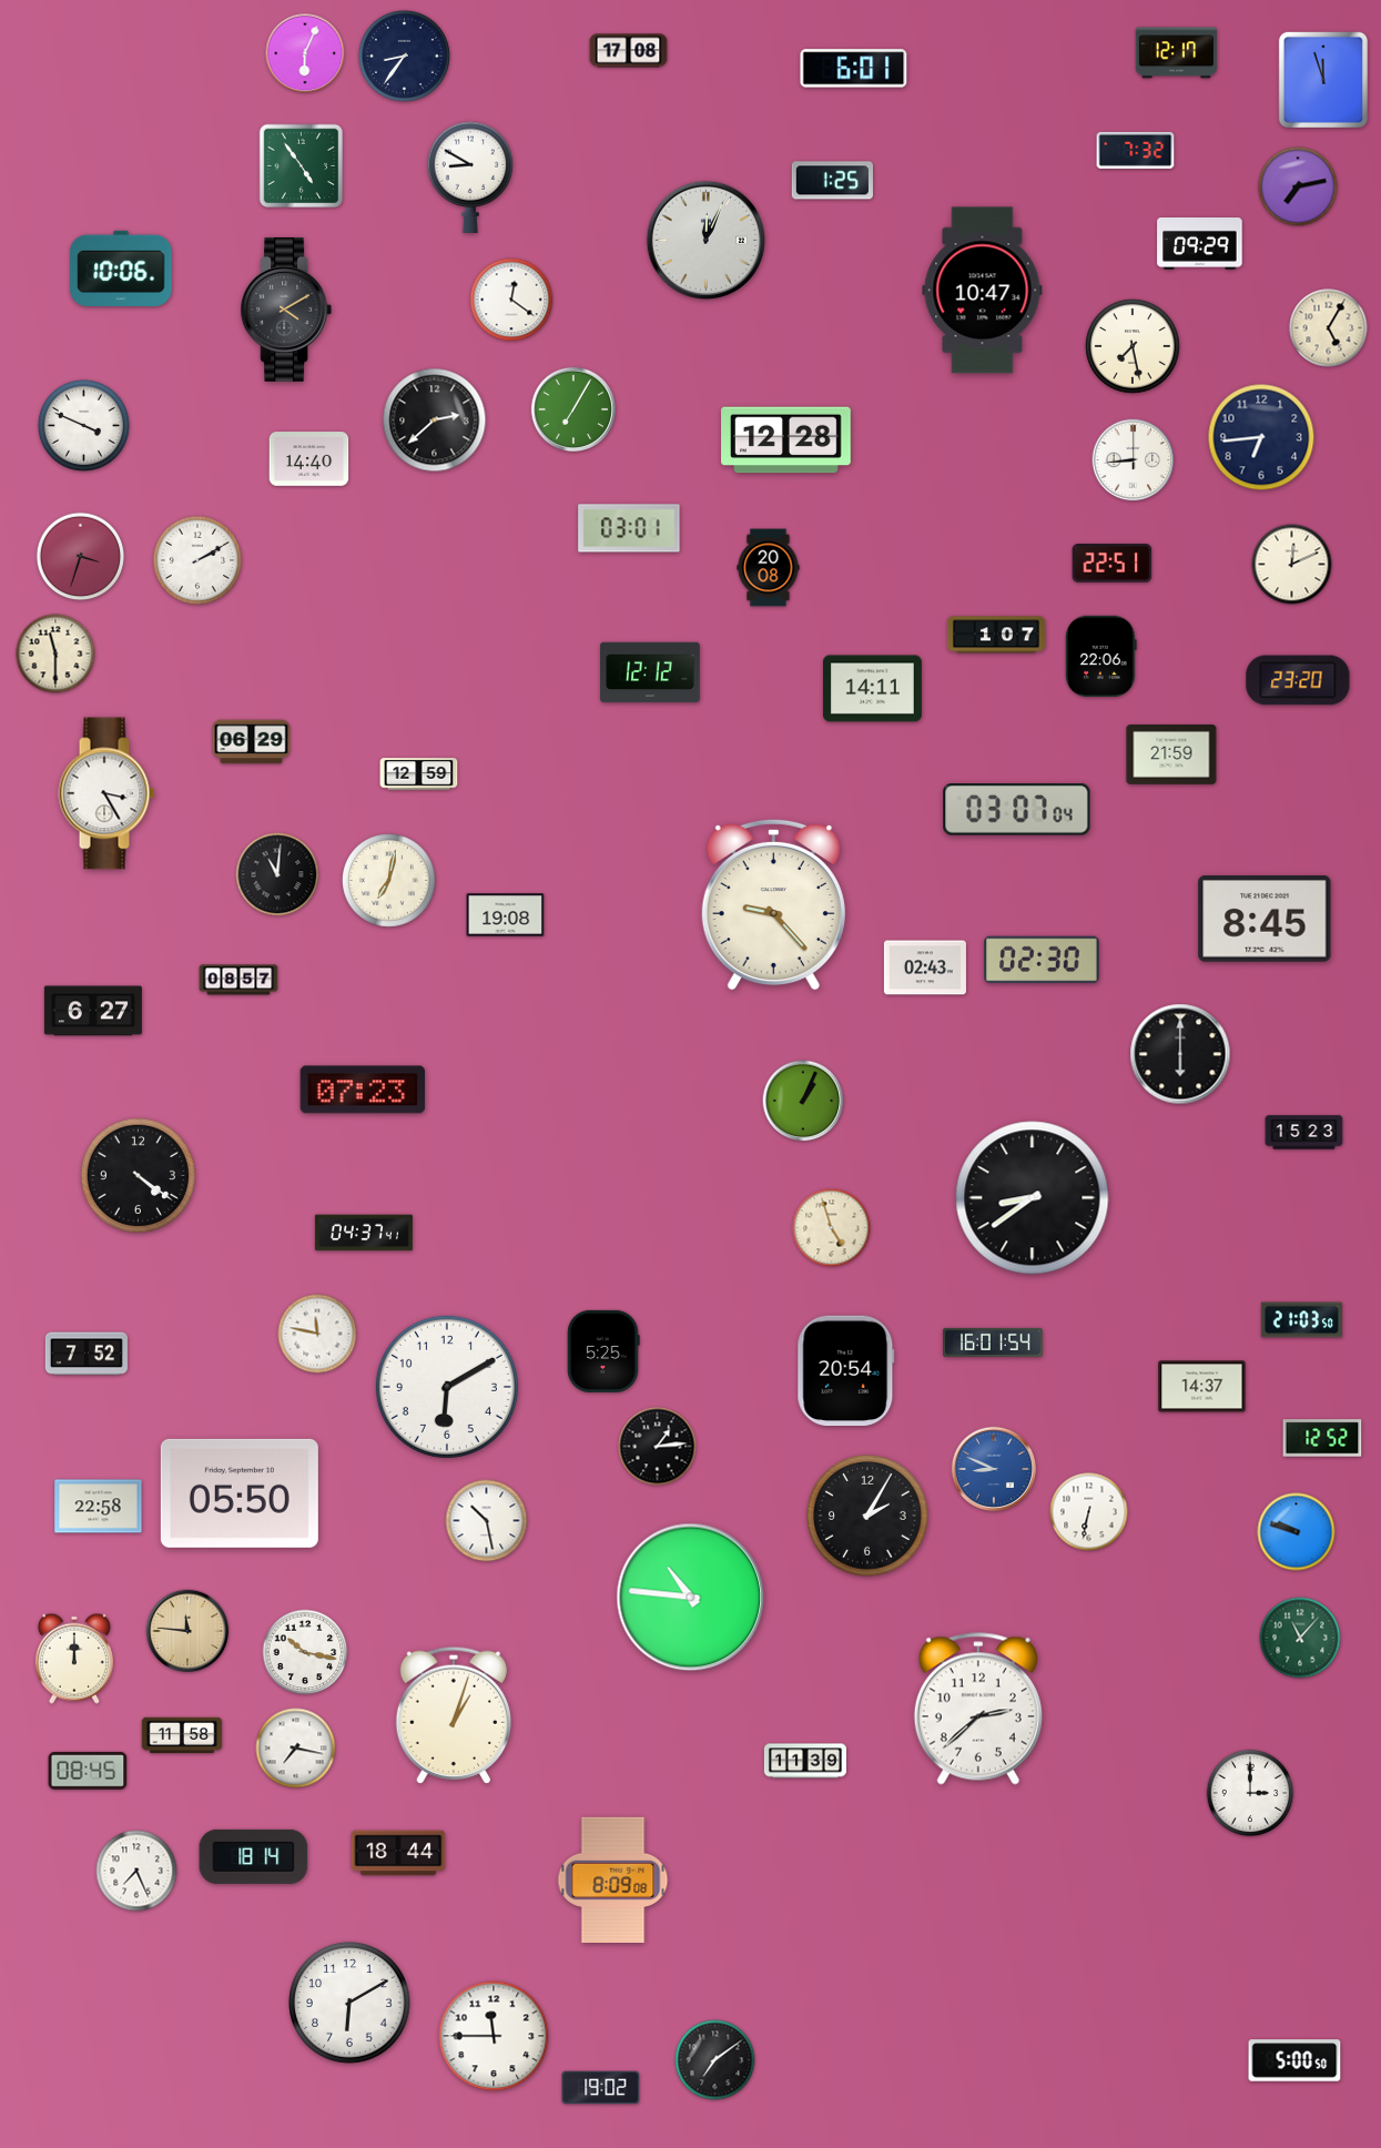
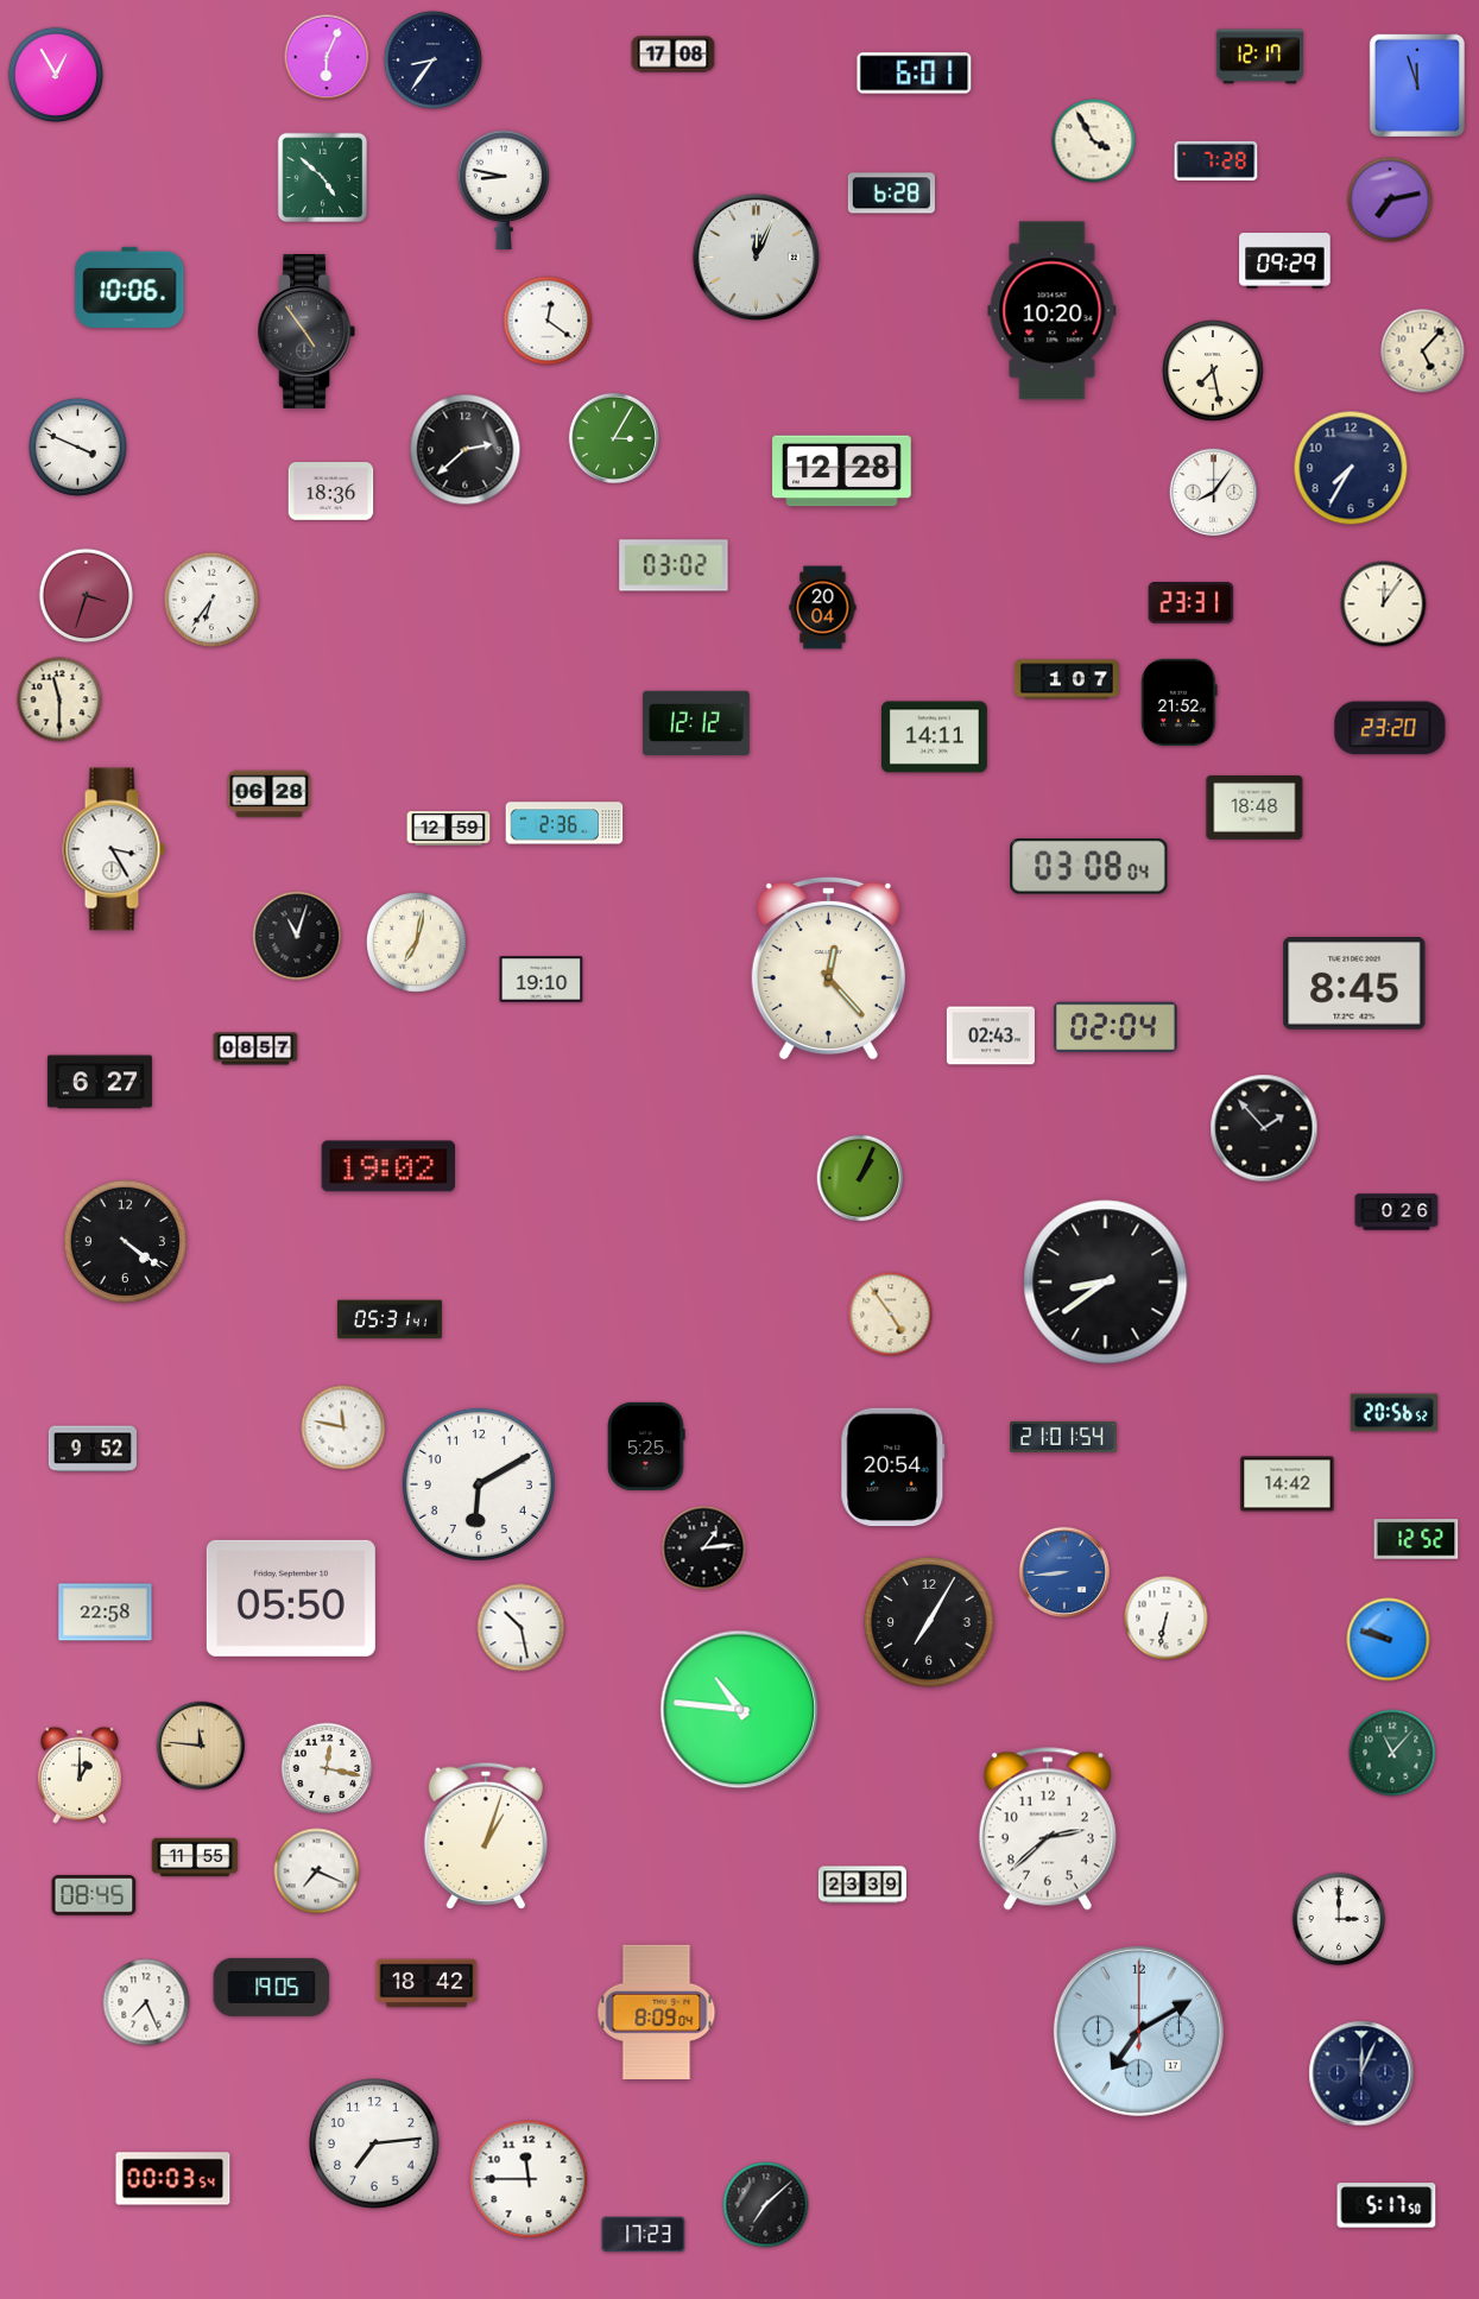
clock at (55, 75): none -> 12:55
clock at (1094, 141): none -> 3:55
clock at (1136, 150): 7:32 -> 7:28
clock at (302, 166): 4:54 -> 4:52
clock at (470, 178): 8:50 -> 8:47
clock at (832, 181): 1:25 -> 6:28
clock at (983, 291): 10:47 -> 10:20
clock at (286, 310): 4:10 -> 4:54
clock at (1329, 328): 5:05 -> 5:07
clock at (573, 409): 7:05 -> 3:05
clock at (83, 425) position: (83, 425) -> (77, 446)
clock at (1261, 437): 6:44 -> 7:35
clock at (309, 459): 14:40 -> 18:36
clock at (1134, 460): 8:44 -> 8:06
clock at (629, 528): 03:01 -> 03:02
clock at (196, 560): 2:10 -> 6:36
clock at (1113, 564): 22:51 -> 23:31
clock at (1292, 565): 12:11 -> 12:06
clock at (769, 568): 20:08 -> 20:04
clock at (1101, 656): 22:06 -> 21:52
clock at (650, 672) position: (650, 672) -> (696, 723)
clock at (252, 742): 06:29 -> 06:28
clock at (1171, 756): 21:59 -> 18:48
clock at (564, 823): none -> 2:36
clock at (1017, 810): 03:07 -> 03:08
clock at (277, 874): 11:01 -> 11:03
clock at (773, 904): 9:23 -> 12:23
clock at (506, 915): 19:08 -> 19:10
clock at (1042, 960): 02:30 -> 02:04
clock at (1180, 1054): 6:00 -> 1:53
clock at (363, 1090): 07:23 -> 19:02
clock at (1304, 1133): 15:23 -> 0:26
clock at (138, 1175) position: (138, 1175) -> (125, 1241)
clock at (832, 1228): 4:57 -> 4:54
clock at (364, 1233): 04:37 -> 05:31
clock at (1301, 1320): 21:03 -> 20:56
clock at (317, 1334) position: (317, 1334) -> (343, 1427)
clock at (993, 1342): 16:01 -> 21:01
clock at (87, 1354): 7:52 -> 9:52
clock at (846, 1371) position: (846, 1371) -> (893, 1468)
clock at (1202, 1387): 14:37 -> 14:42
clock at (994, 1469): 8:49 -> 8:44
clock at (240, 1493) position: (240, 1493) -> (291, 1598)
clock at (867, 1516): 2:05 -> 7:05
clock at (305, 1652): 10:17 -> 12:17
clock at (74, 1659): 12:00 -> 1:00
clock at (182, 1735): 11:58 -> 11:55
clock at (296, 1749): 7:17 -> 7:19
clock at (805, 1761): 11:39 -> 23:39
clock at (398, 1853): 18:44 -> 18:42
clock at (254, 1856): 18:14 -> 19:05
clock at (613, 1879): 8:09:08 -> 8:09:04
clock at (1138, 2031): none -> 7:10
clock at (1361, 2073): none -> 12:04
clock at (349, 2003): 6:10 -> 7:14
clock at (173, 2179): none -> 00:03
clock at (715, 2060): 7:09 -> 7:08
clock at (1294, 2060): 5:00 -> 5:17
clock at (601, 2088): 19:02 -> 17:23
